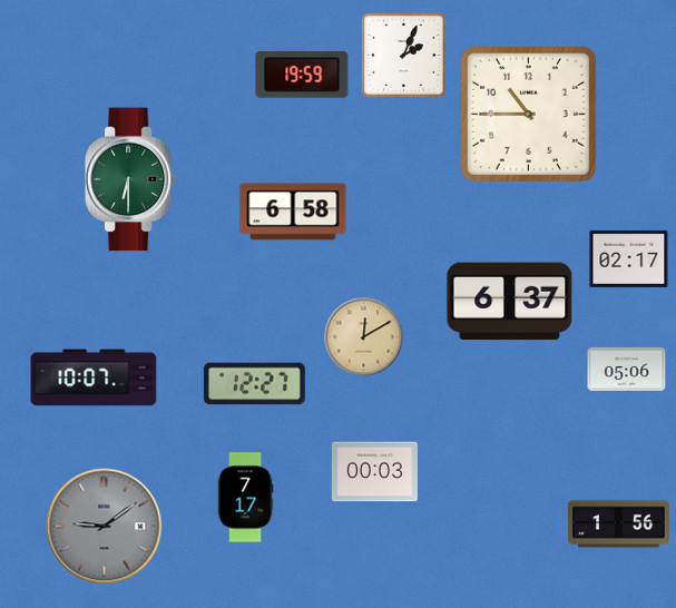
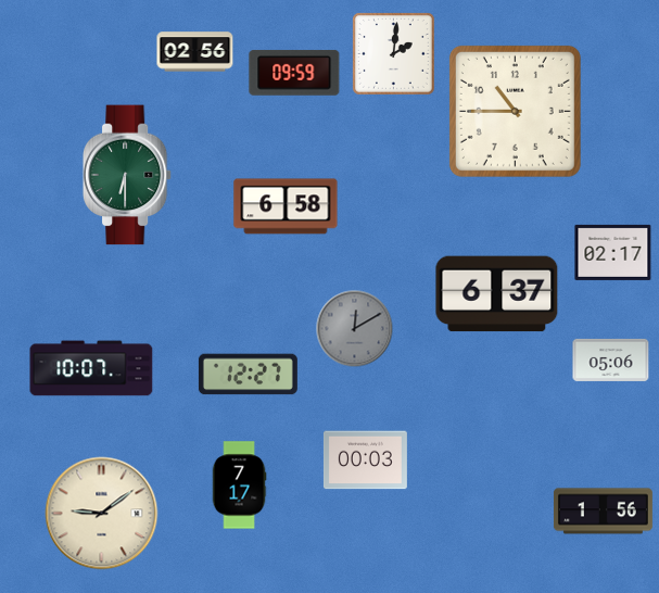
clock at (195, 52): none -> 02:56
clock at (404, 56): 2:04 -> 2:01
clock at (302, 75): 19:59 -> 09:59
clock at (364, 337) dial: champagne -> grey
clock at (105, 527) dial: grey -> cream
